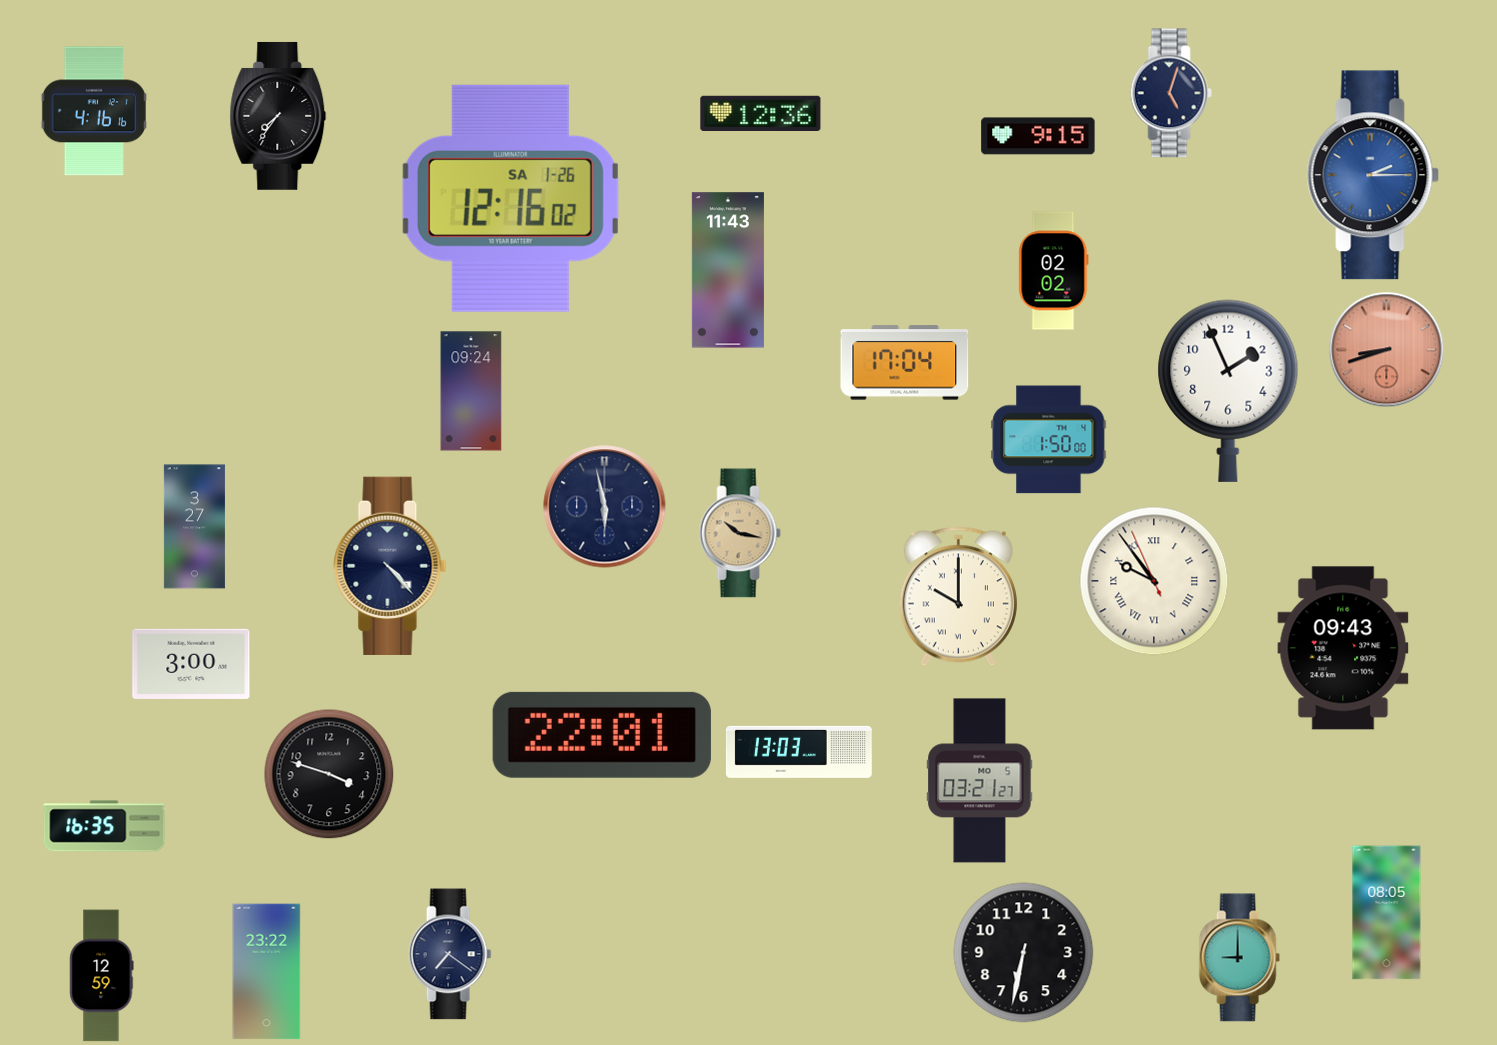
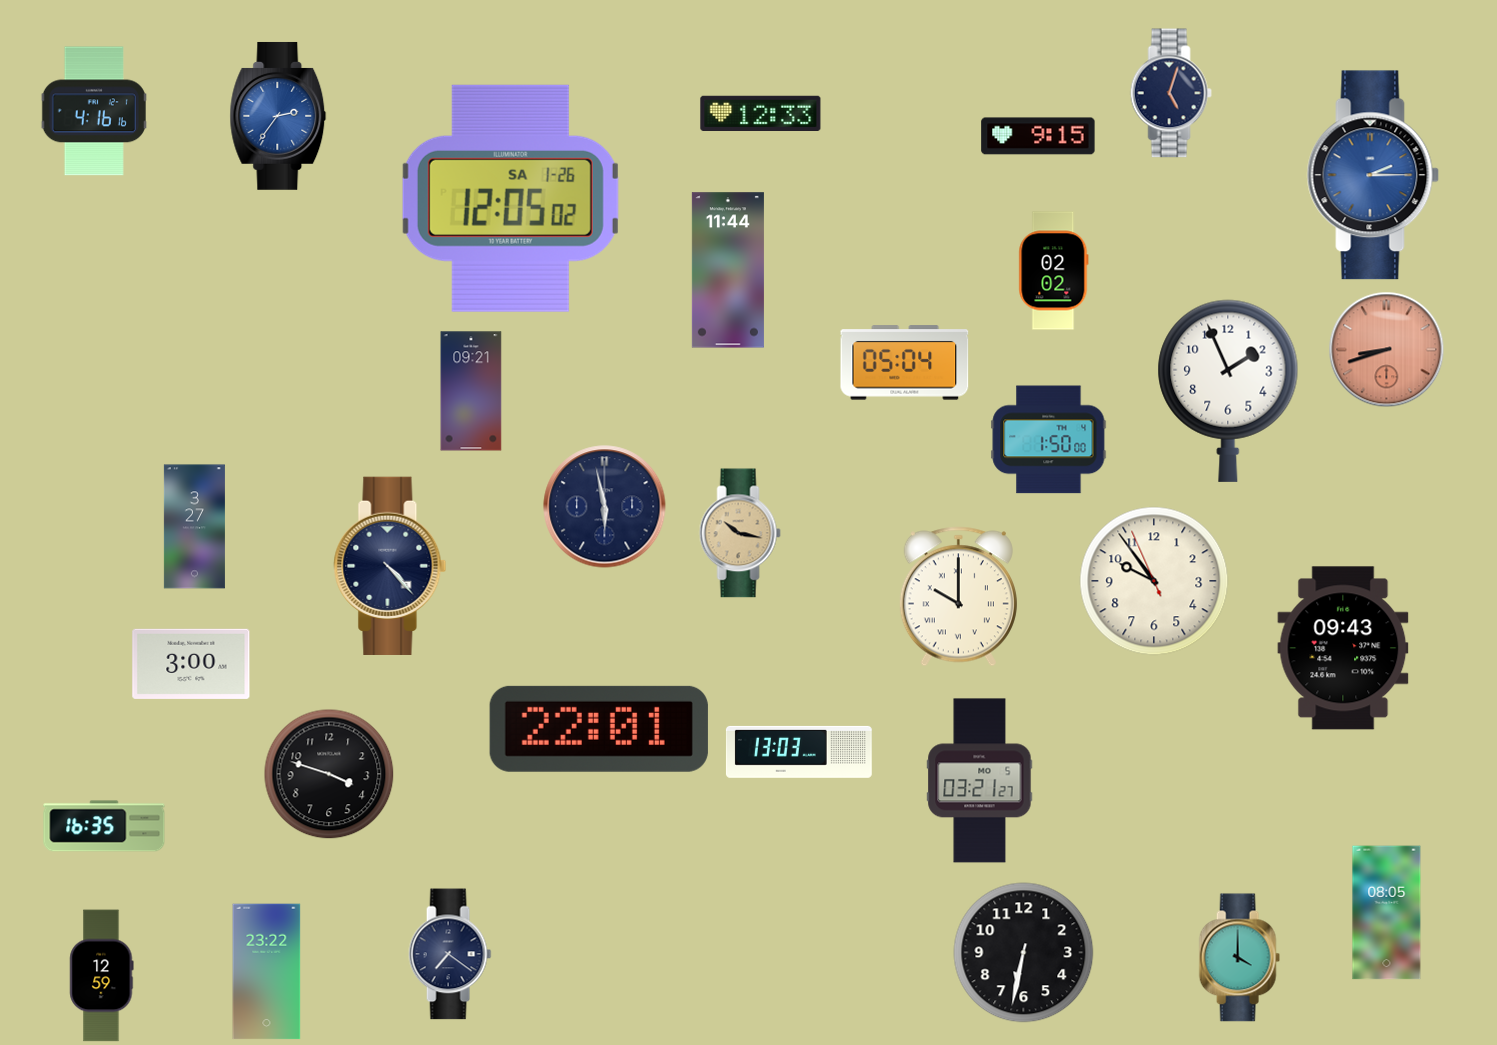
clock at (761, 114): 12:36 -> 12:33
clock at (278, 116): 7:36 -> 2:36
clock at (278, 116) dial: black -> blue
clock at (510, 198): 12:16 -> 12:05
clock at (728, 270): 11:43 -> 11:44
clock at (905, 363): 17:04 -> 05:04
clock at (471, 391): 09:24 -> 09:21
clock at (1154, 581) numerals: Roman -> Arabic
clock at (602, 735) position: (602, 735) -> (599, 729)
clock at (1239, 958): 9:00 -> 4:00
